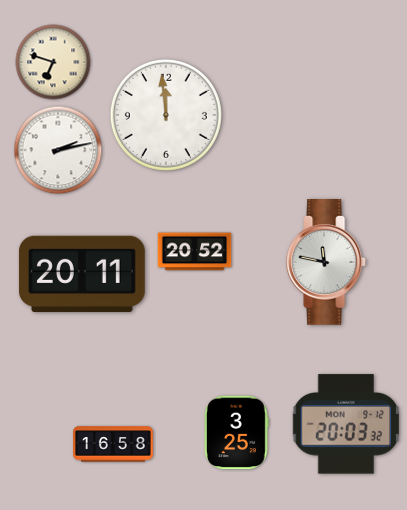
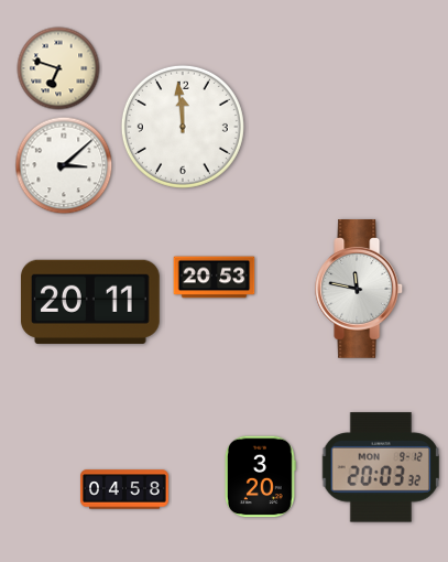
clock at (58, 150): 2:13 -> 3:08
clock at (195, 252): 20:52 -> 20:53
clock at (237, 433): 3:25 -> 3:20
clock at (114, 444): 16:58 -> 04:58
